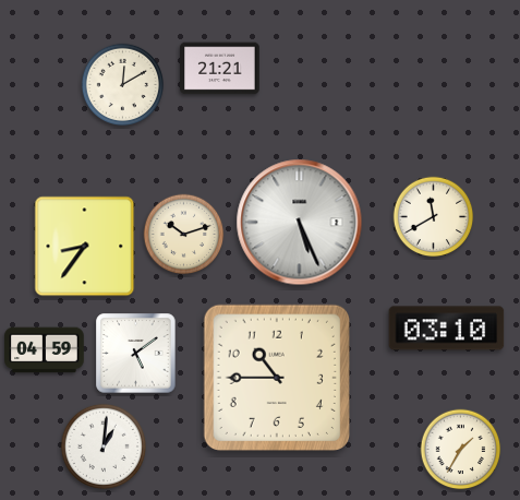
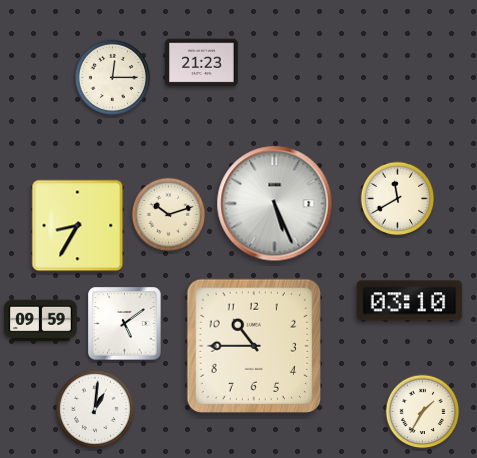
clock at (220, 69): 21:21 -> 21:23
clock at (123, 85): 12:10 -> 12:15
clock at (85, 247): 8:36 -> 8:35
clock at (45, 350): 04:59 -> 09:59
